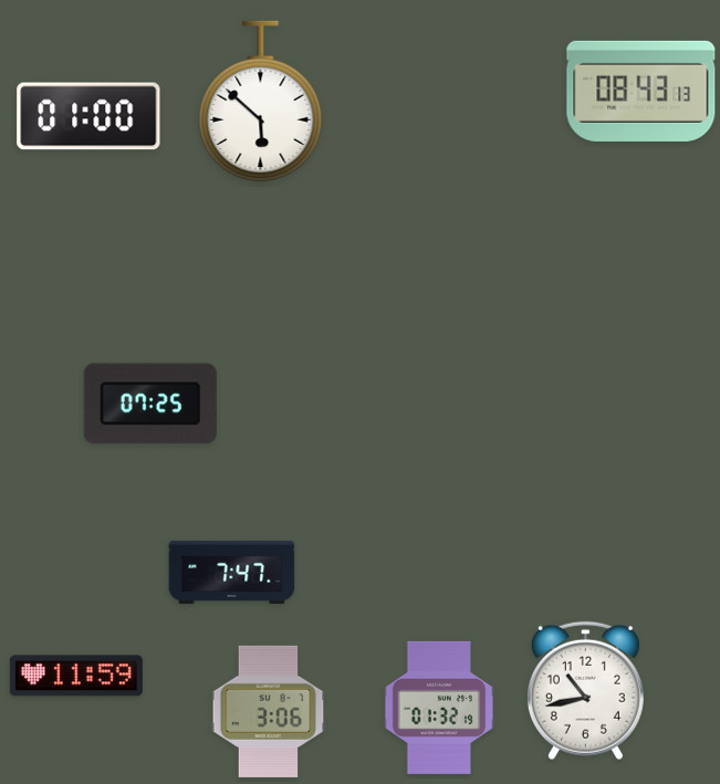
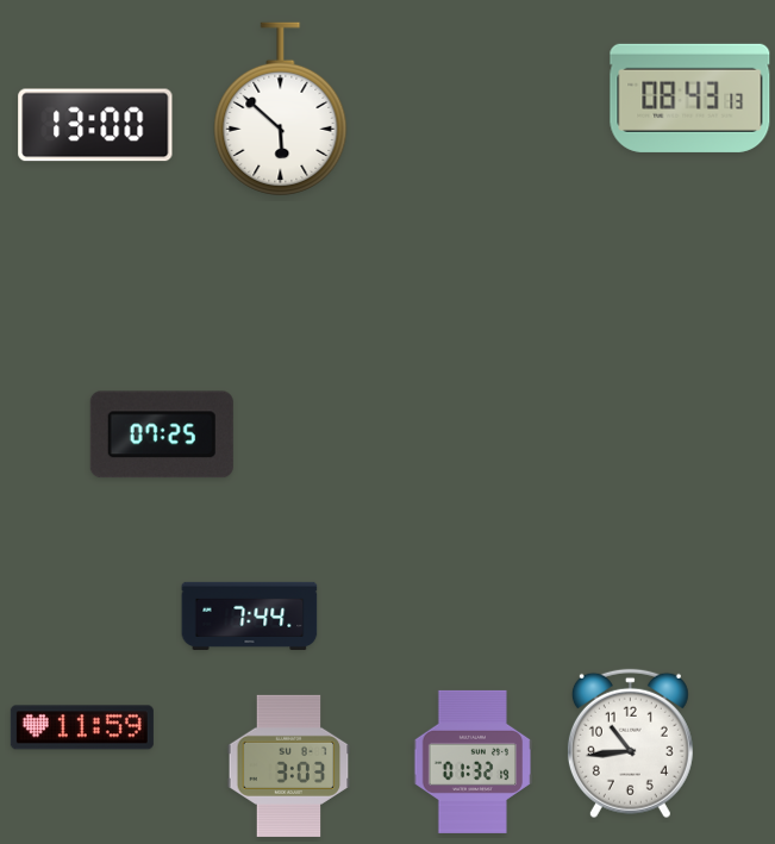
clock at (88, 116): 01:00 -> 13:00
clock at (232, 572): 7:47 -> 7:44
clock at (585, 691): 10:43 -> 10:44
clock at (269, 711): 3:06 -> 3:03
